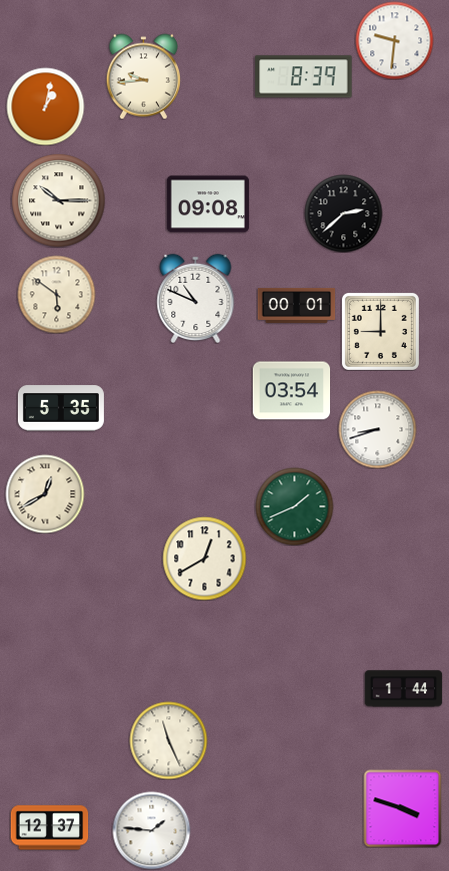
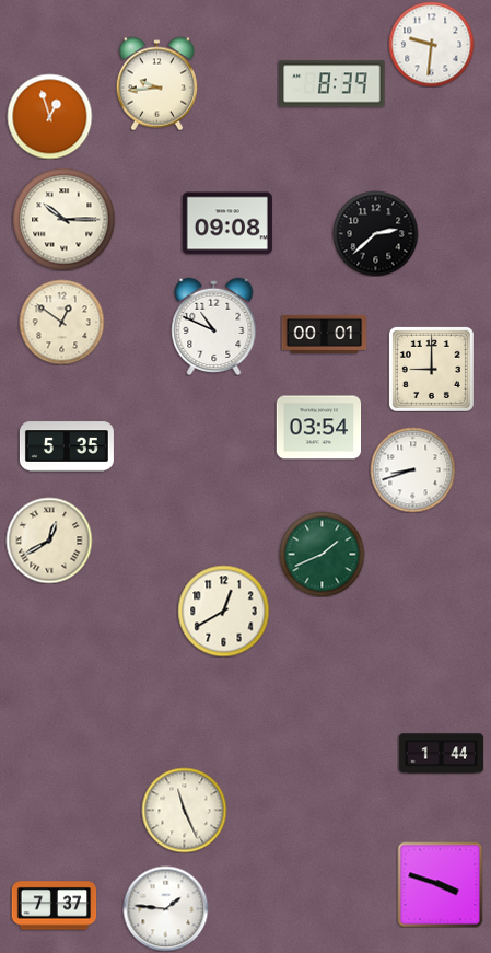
clock at (45, 106): 1:02 -> 12:57
clock at (56, 294): 5:51 -> 12:51
clock at (380, 331) position: (380, 331) -> (431, 369)
clock at (49, 828): 12:37 -> 7:37
